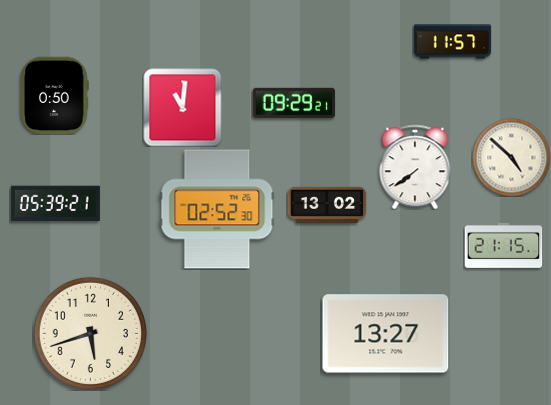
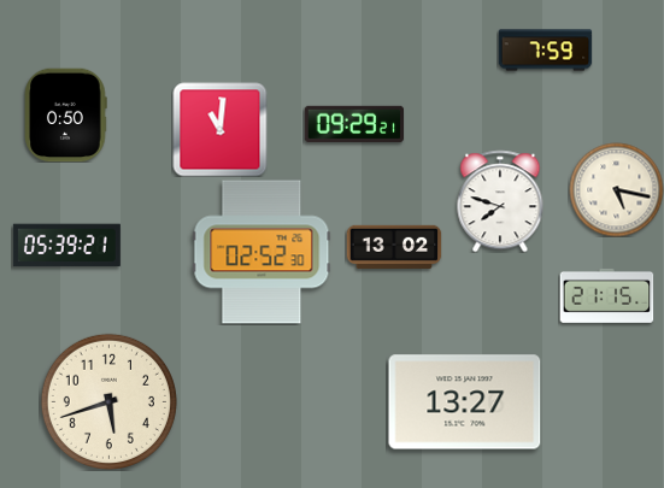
clock at (452, 42): 11:57 -> 7:59
clock at (511, 157): 4:52 -> 5:17
clock at (415, 167): 7:39 -> 7:48
